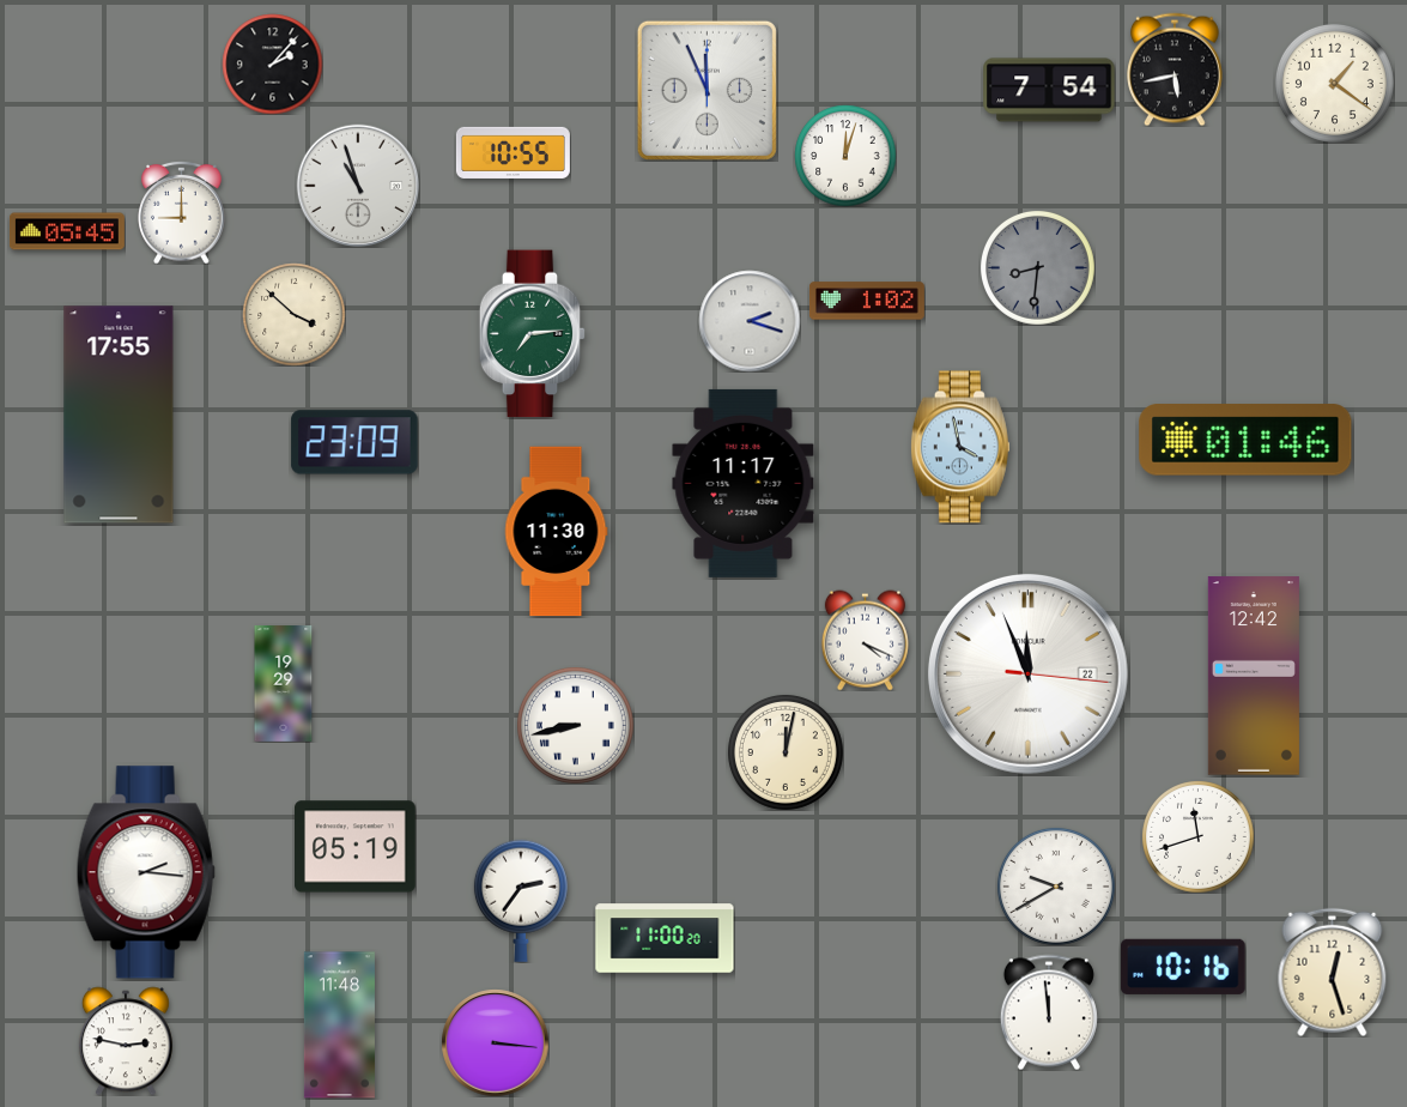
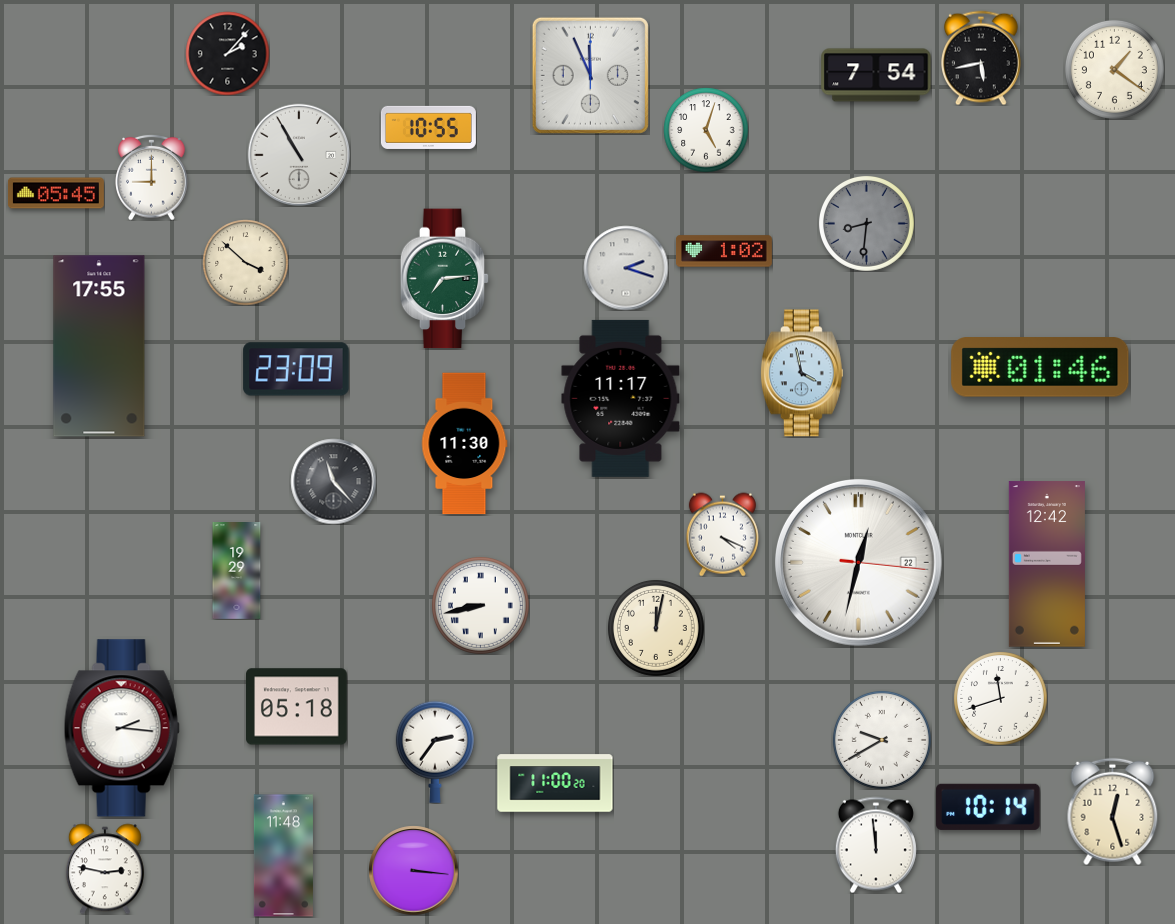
clock at (845, 156): 12:03 -> 5:03
clock at (358, 186): 10:57 -> 10:55
clock at (744, 483) position: (744, 483) -> (621, 398)
clock at (333, 481): none -> 11:23
clock at (1027, 673): 11:56 -> 12:32
clock at (356, 847): 05:19 -> 05:18
clock at (1183, 967): 10:16 -> 10:14
